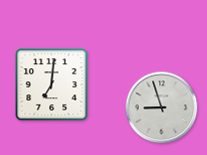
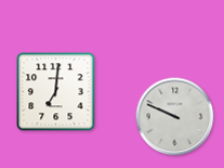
clock at (162, 108): 8:57 -> 9:49
